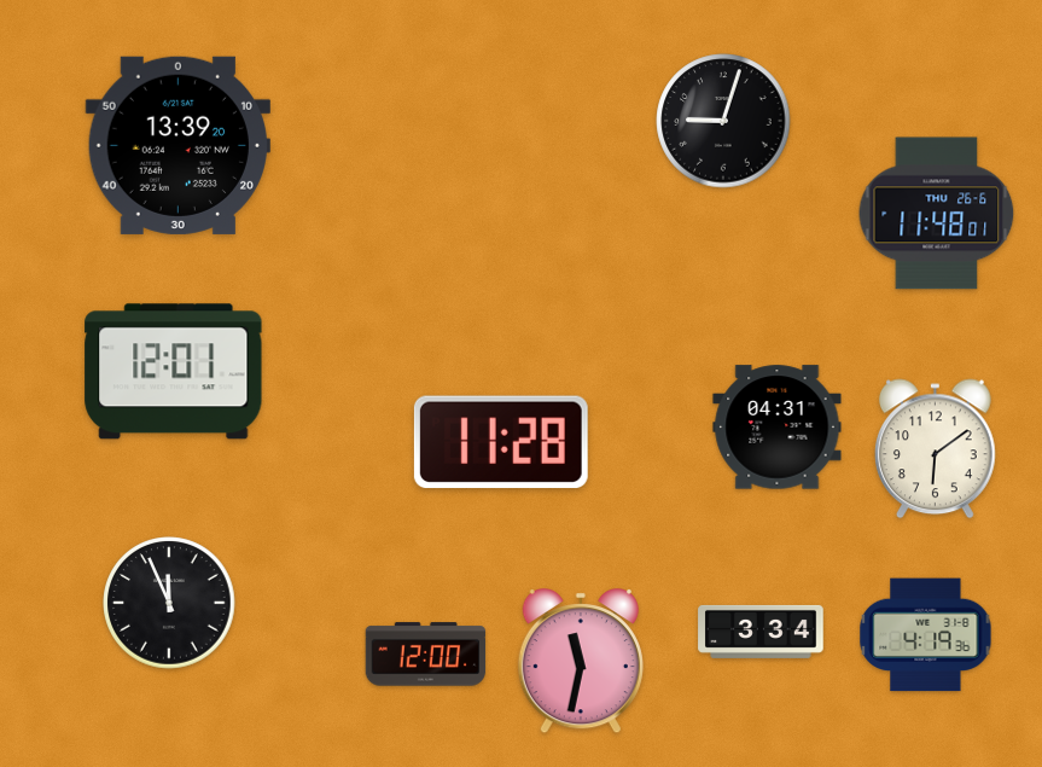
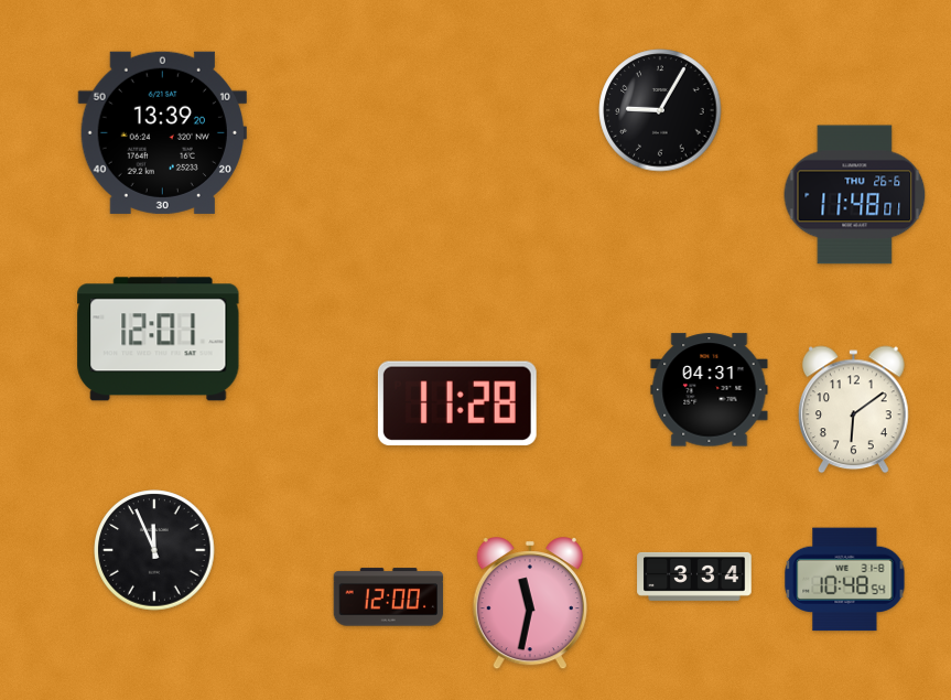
clock at (723, 121): 9:03 -> 9:05
clock at (926, 635): 4:19 -> 10:48
